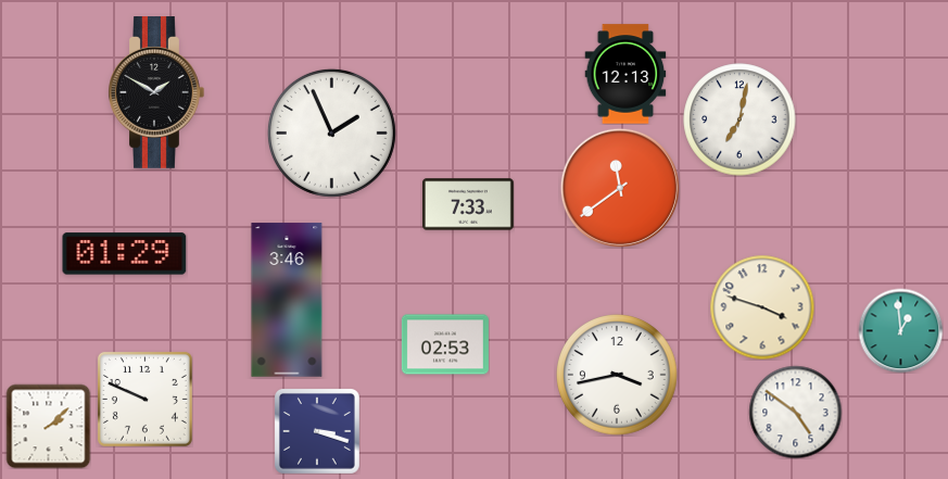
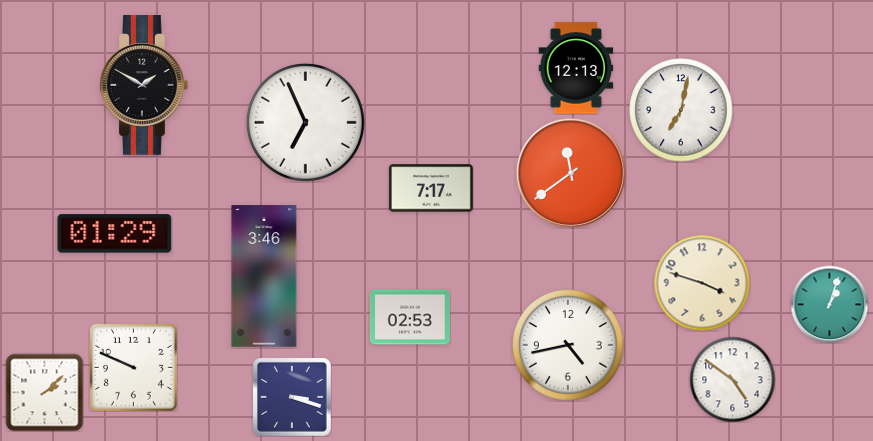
clock at (331, 133): 1:56 -> 6:56
clock at (468, 204): 7:33 -> 7:17
clock at (900, 330): 12:59 -> 1:03
clock at (618, 376): 3:43 -> 4:43
